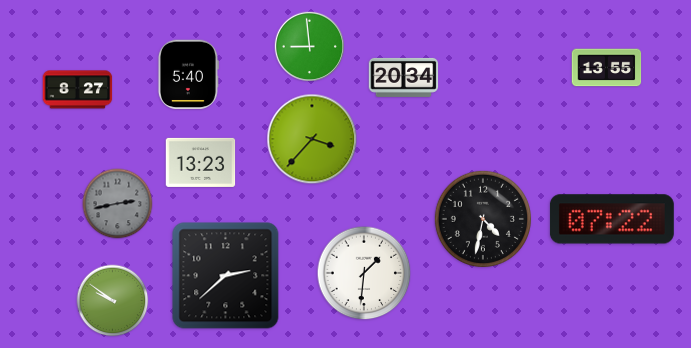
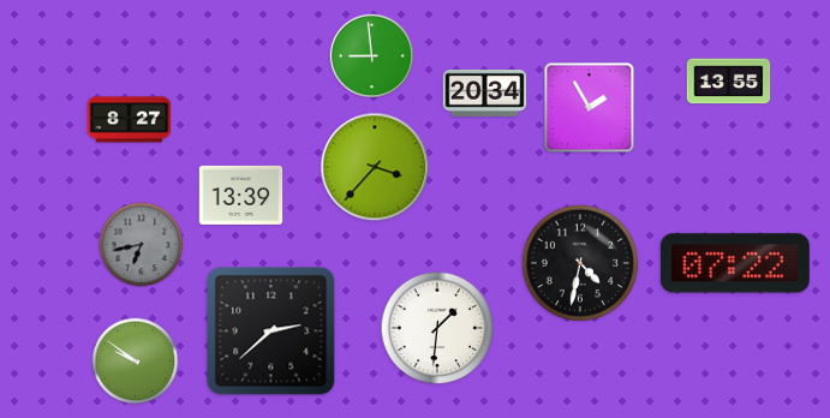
clock at (188, 75): 5:40 -> none
clock at (78, 90) position: (78, 90) -> (130, 120)
clock at (590, 108): none -> 1:55
clock at (201, 162): 13:23 -> 13:39
clock at (118, 204): 2:43 -> 6:43
